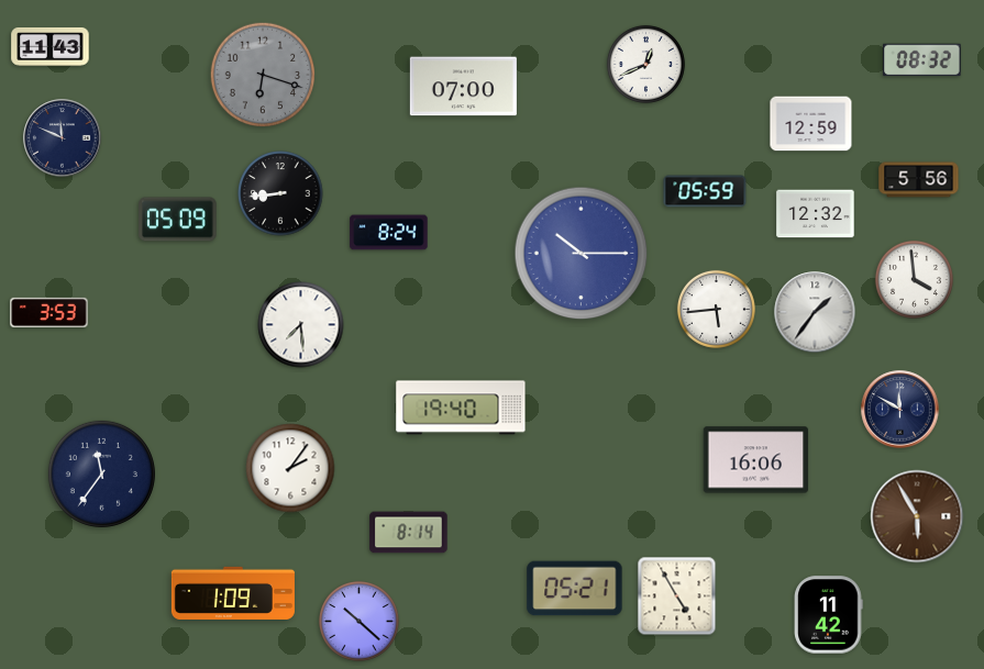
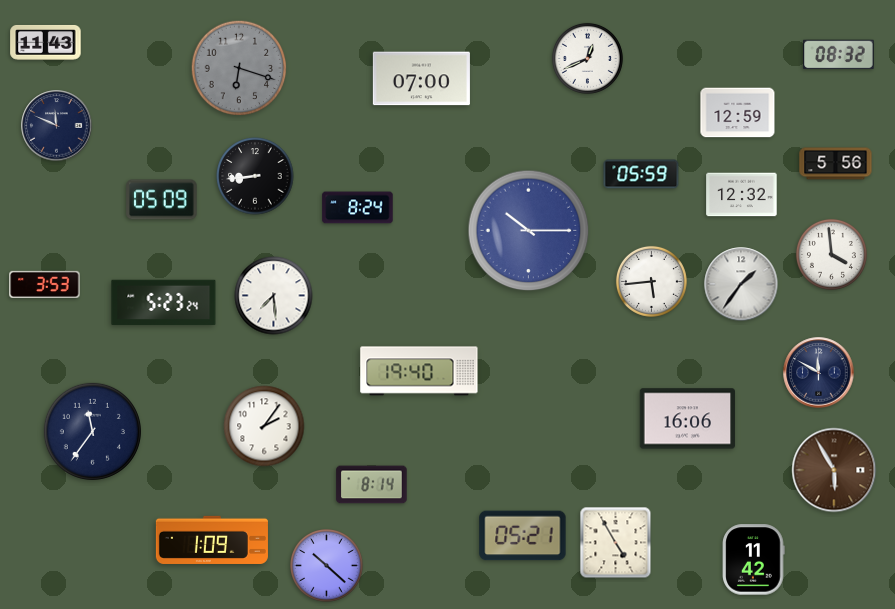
clock at (389, 233) position: (389, 233) -> (358, 208)
clock at (164, 303): none -> 5:23
